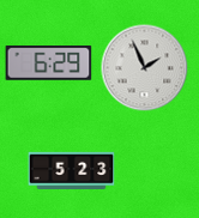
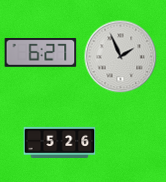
clock at (49, 63): 6:29 -> 6:27
clock at (72, 170): 5:23 -> 5:26
